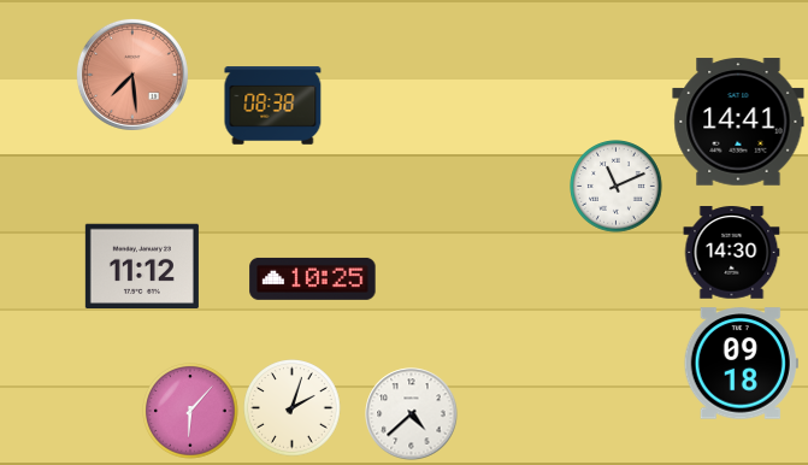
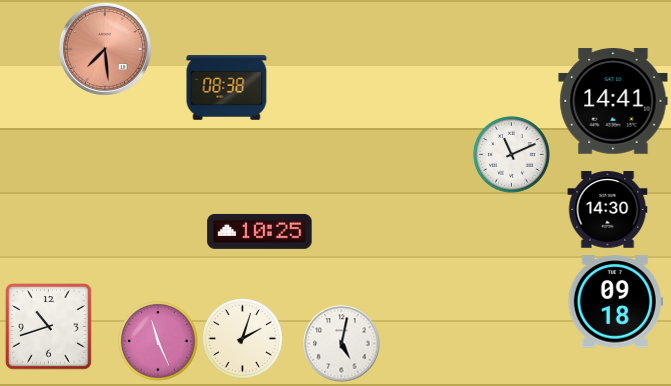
clock at (132, 75) position: (132, 75) -> (105, 49)
clock at (142, 265): 11:12 -> none
clock at (49, 327): none -> 10:42
clock at (190, 411): 6:07 -> 11:26
clock at (412, 414): 4:38 -> 5:02
